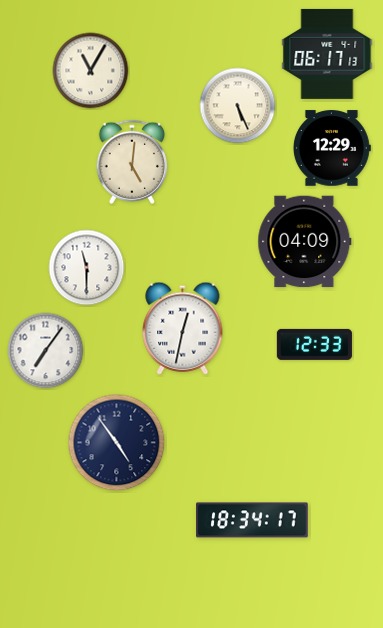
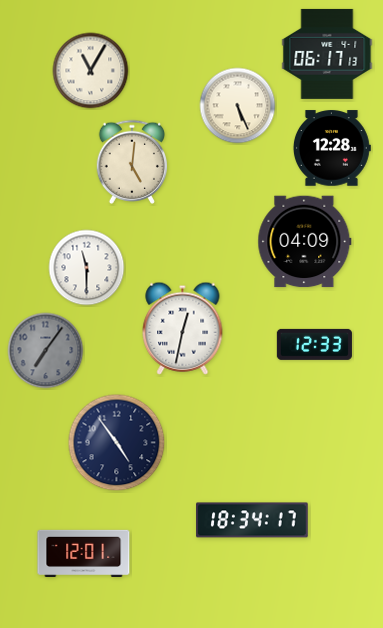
clock at (331, 148): 12:29 -> 12:28
clock at (46, 351) dial: white -> grey
clock at (84, 553): none -> 12:01
